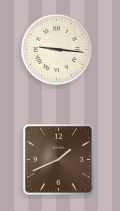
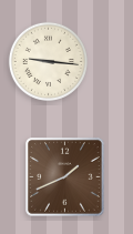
clock at (56, 49) position: (56, 49) -> (48, 61)
